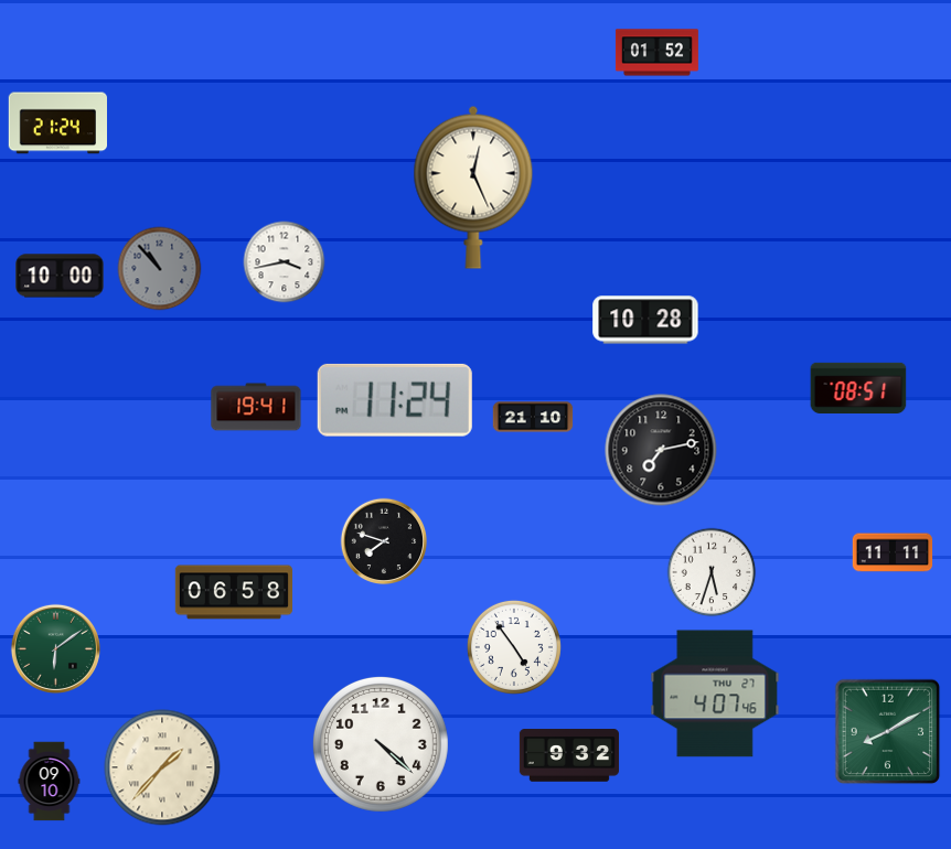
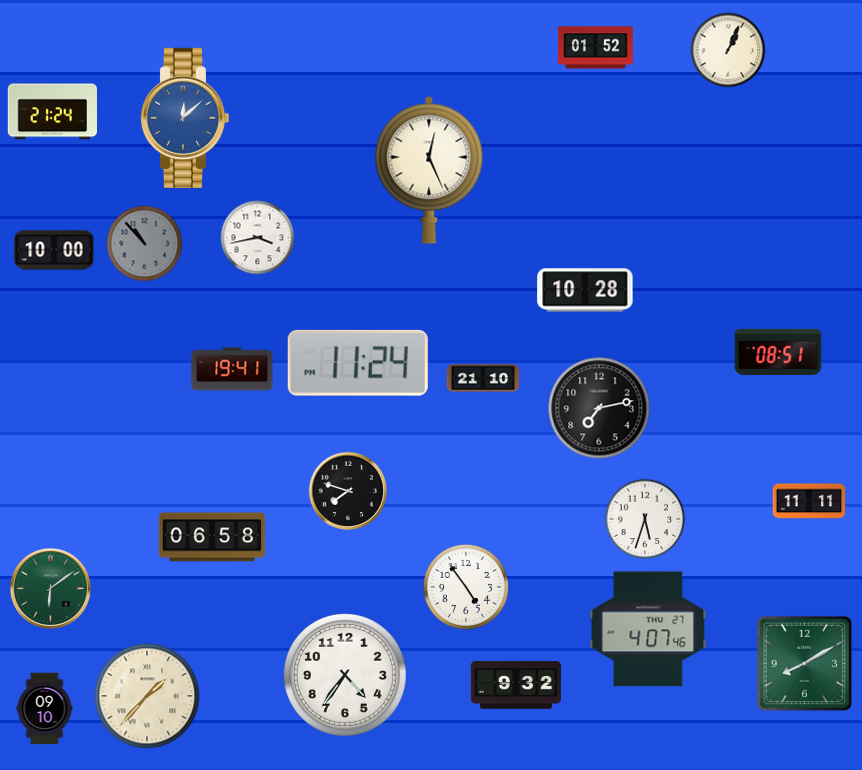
clock at (728, 50): none -> 1:04
clock at (184, 118): none -> 12:08
clock at (381, 744): 4:22 -> 4:36
